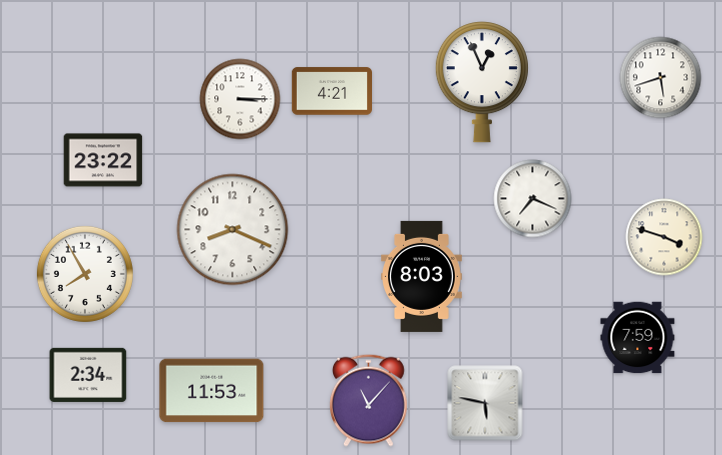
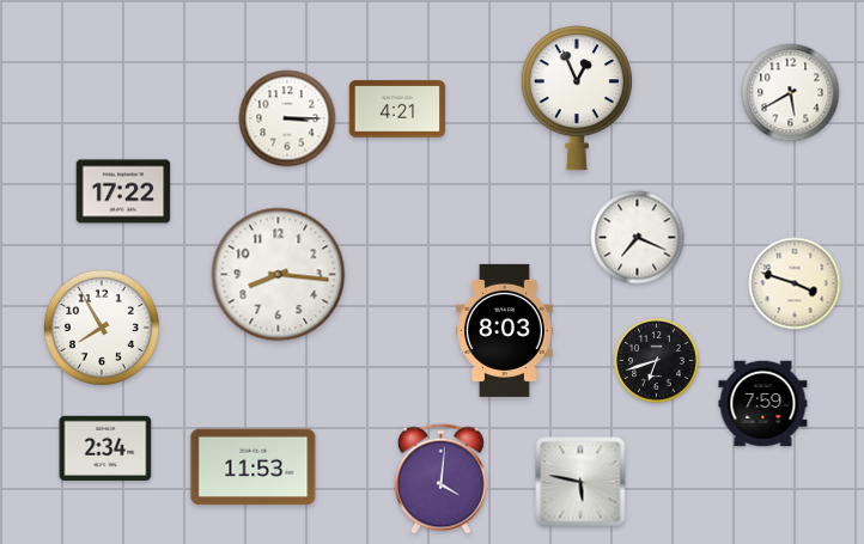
clock at (661, 78): 5:42 -> 5:40
clock at (103, 160): 23:22 -> 17:22
clock at (233, 230): 8:19 -> 8:16
clock at (657, 361): none -> 6:42
clock at (369, 400): 11:07 -> 4:01
